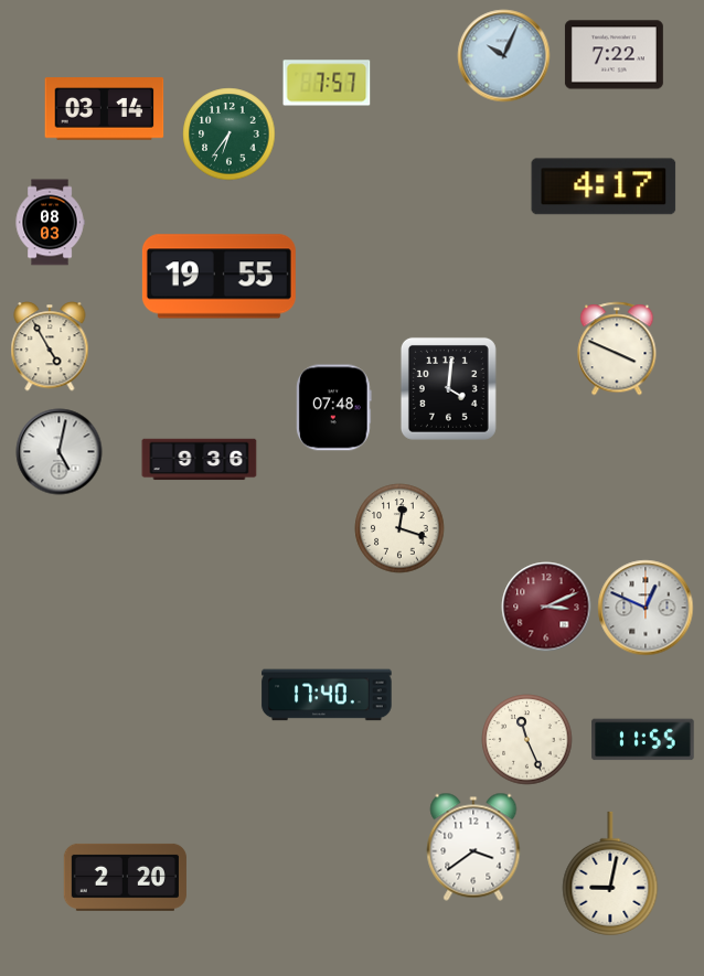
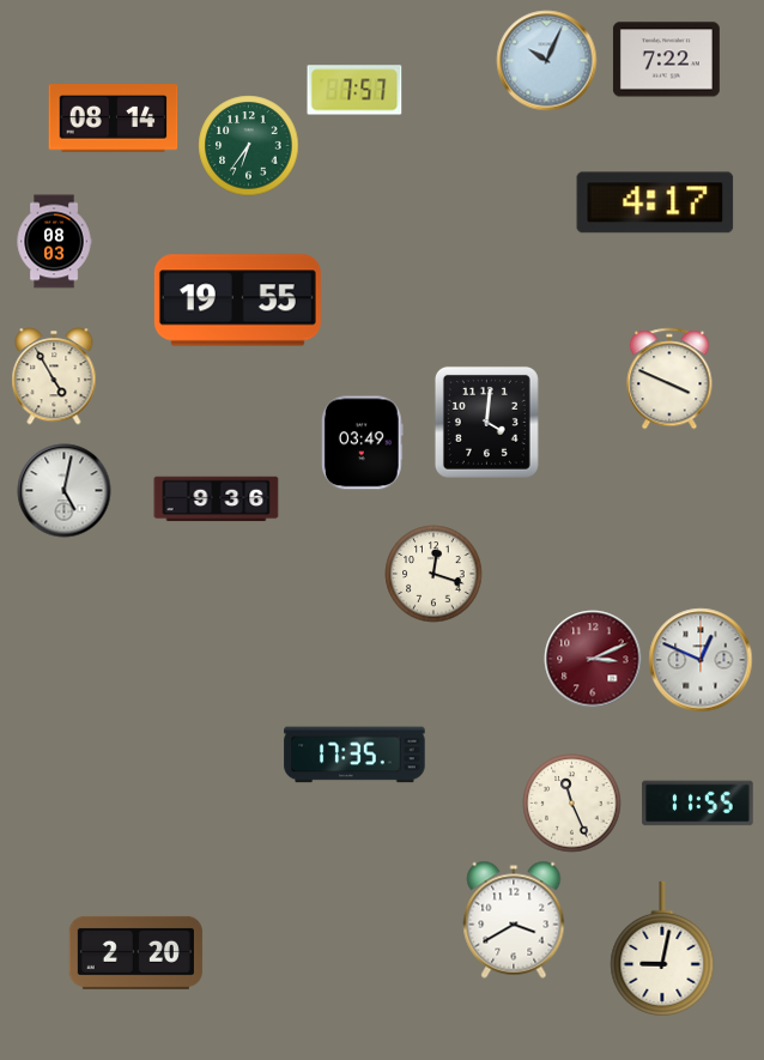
clock at (105, 109): 03:14 -> 08:14
clock at (334, 408): 07:48 -> 03:49
clock at (327, 695): 17:40 -> 17:35
clock at (473, 847): 3:39 -> 3:40
